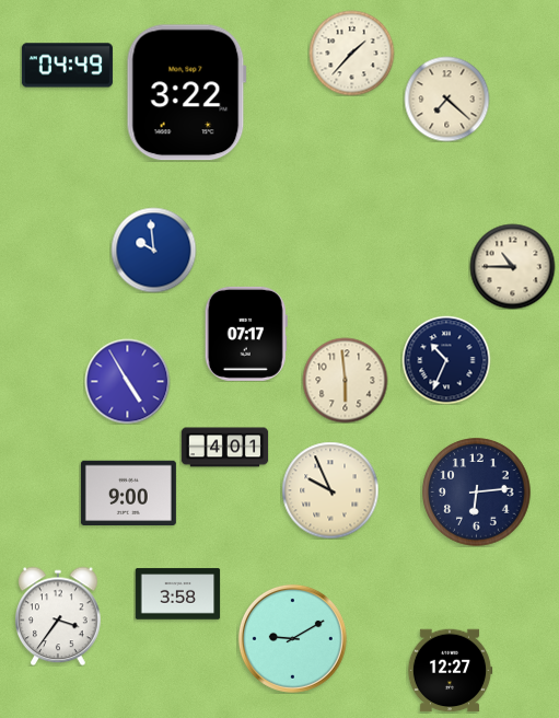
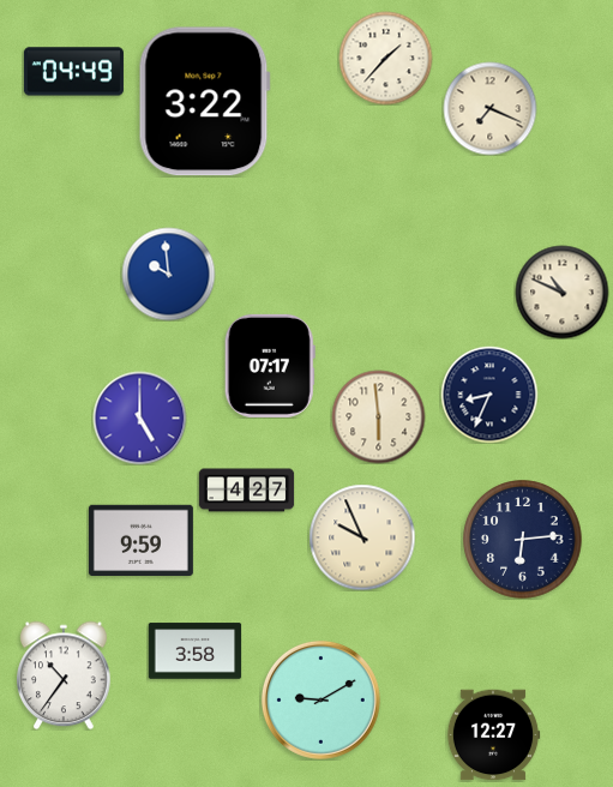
clock at (446, 99): 7:22 -> 7:19
clock at (512, 266): 10:45 -> 10:49
clock at (446, 360): 10:34 -> 8:34
clock at (127, 381): 4:55 -> 5:00
clock at (224, 448): 4:01 -> 4:27
clock at (128, 493): 9:00 -> 9:59
clock at (59, 616): 3:36 -> 10:36
